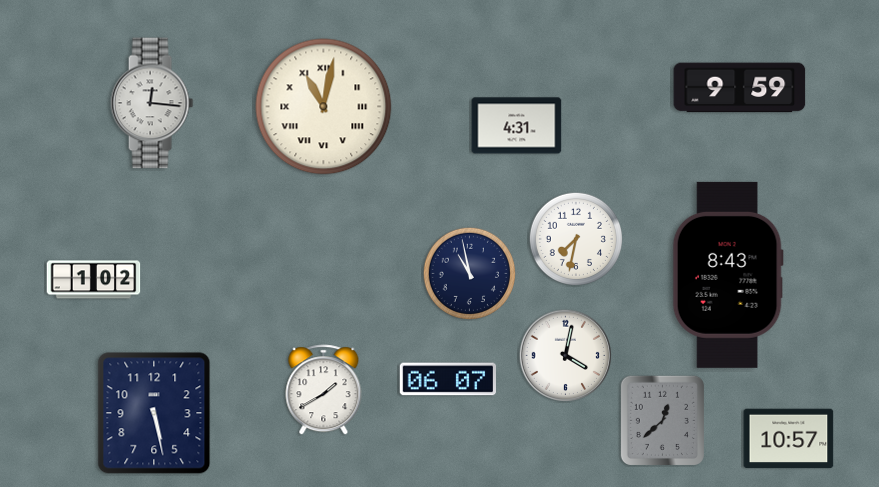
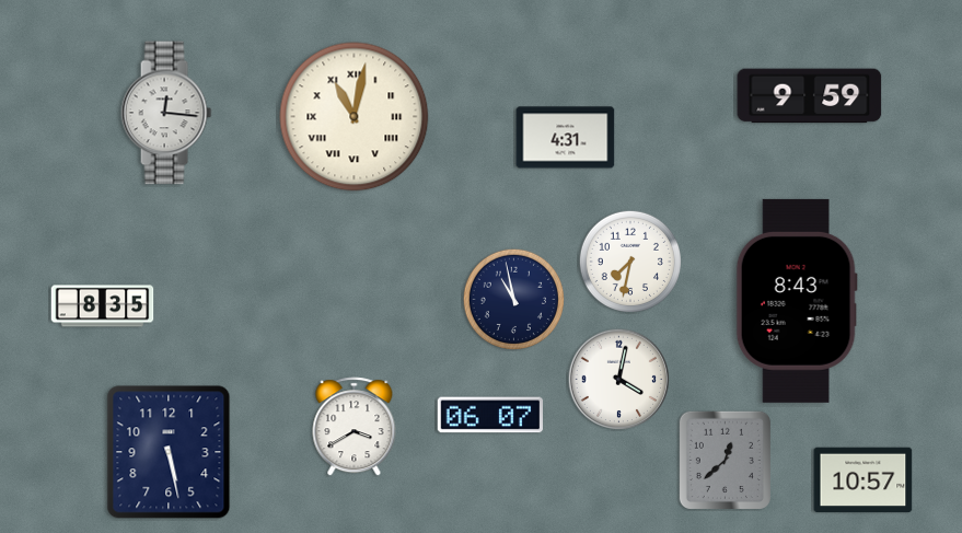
clock at (94, 280): 1:02 -> 8:35
clock at (565, 355) position: (565, 355) -> (618, 379)
clock at (324, 390): 1:40 -> 3:40
